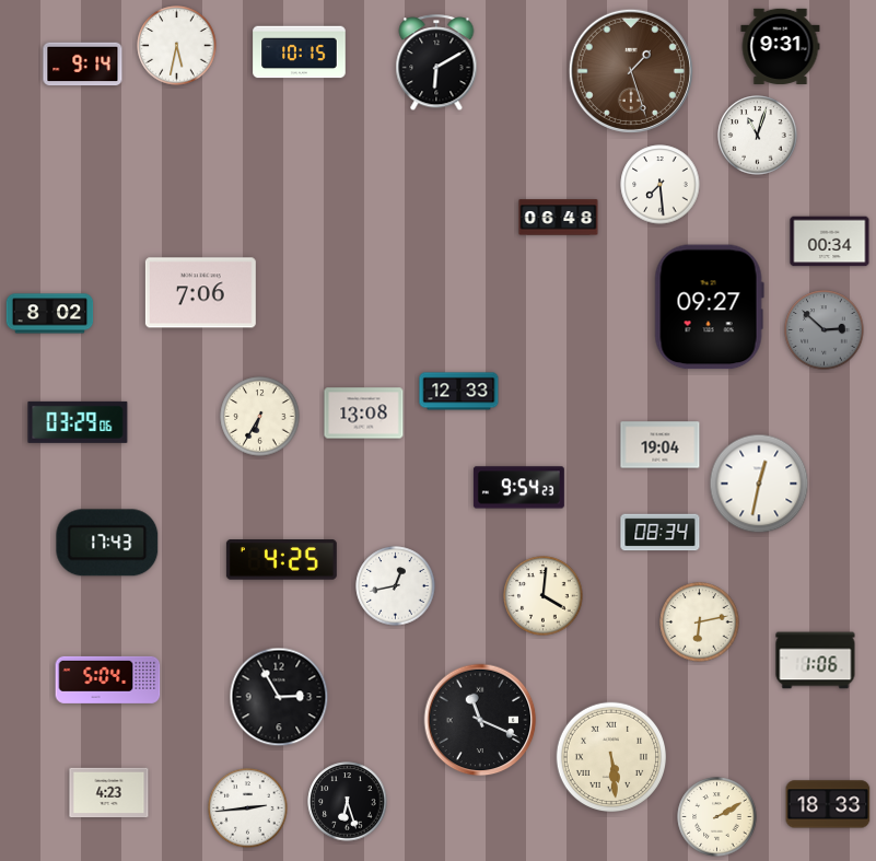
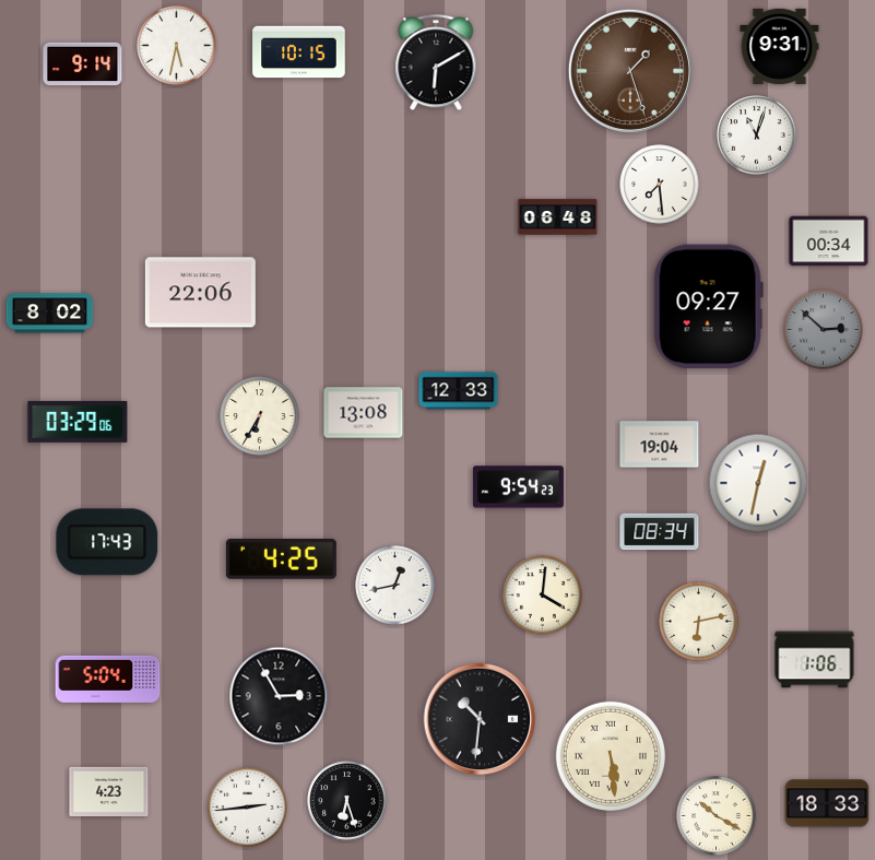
clock at (200, 293): 7:06 -> 22:06
clock at (480, 720): 11:19 -> 10:31
clock at (717, 817): 2:10 -> 10:20
